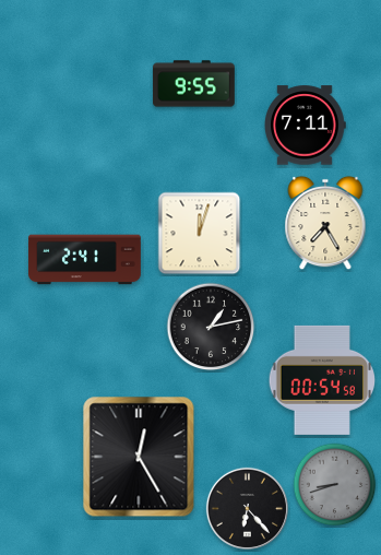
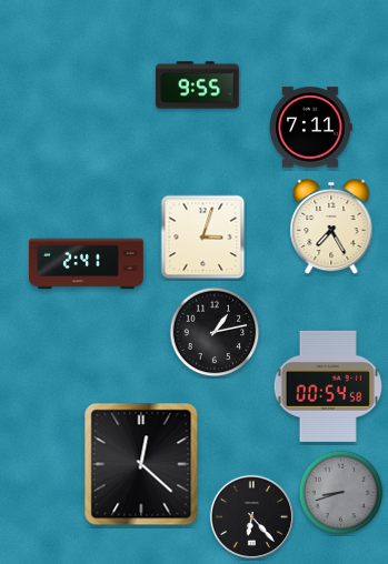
clock at (200, 234): 12:03 -> 3:03
clock at (139, 457): 12:25 -> 12:22
